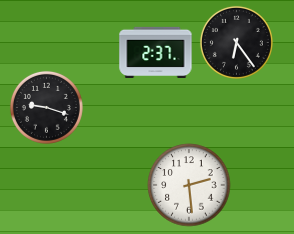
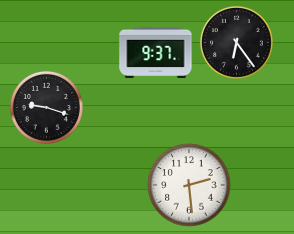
clock at (156, 52): 2:37 -> 9:37
